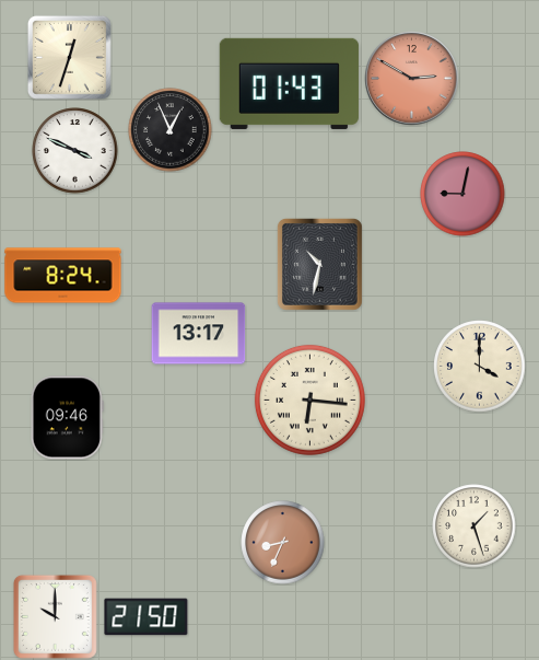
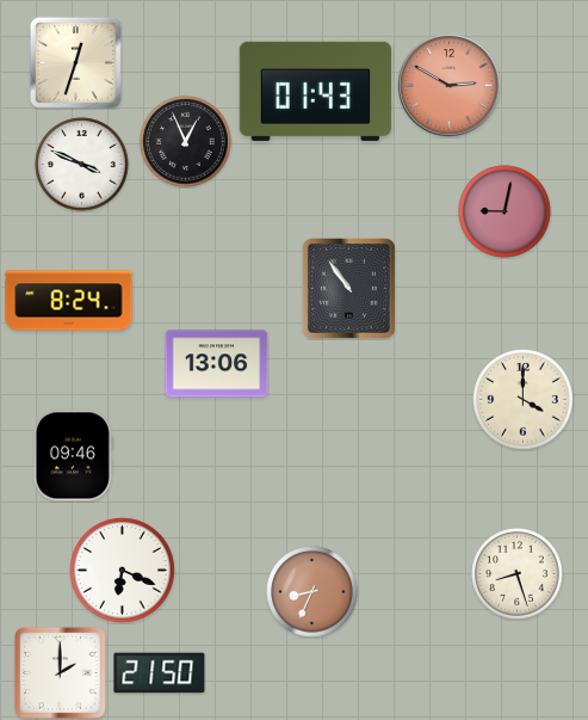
clock at (319, 264): 10:32 -> 10:54
clock at (199, 334): 13:17 -> 13:06
clock at (309, 400): 6:16 -> none
clock at (123, 571): none -> 6:19
clock at (474, 526): 1:27 -> 8:27
clock at (283, 543) position: (283, 543) -> (312, 592)
clock at (55, 616): 10:00 -> 2:00
